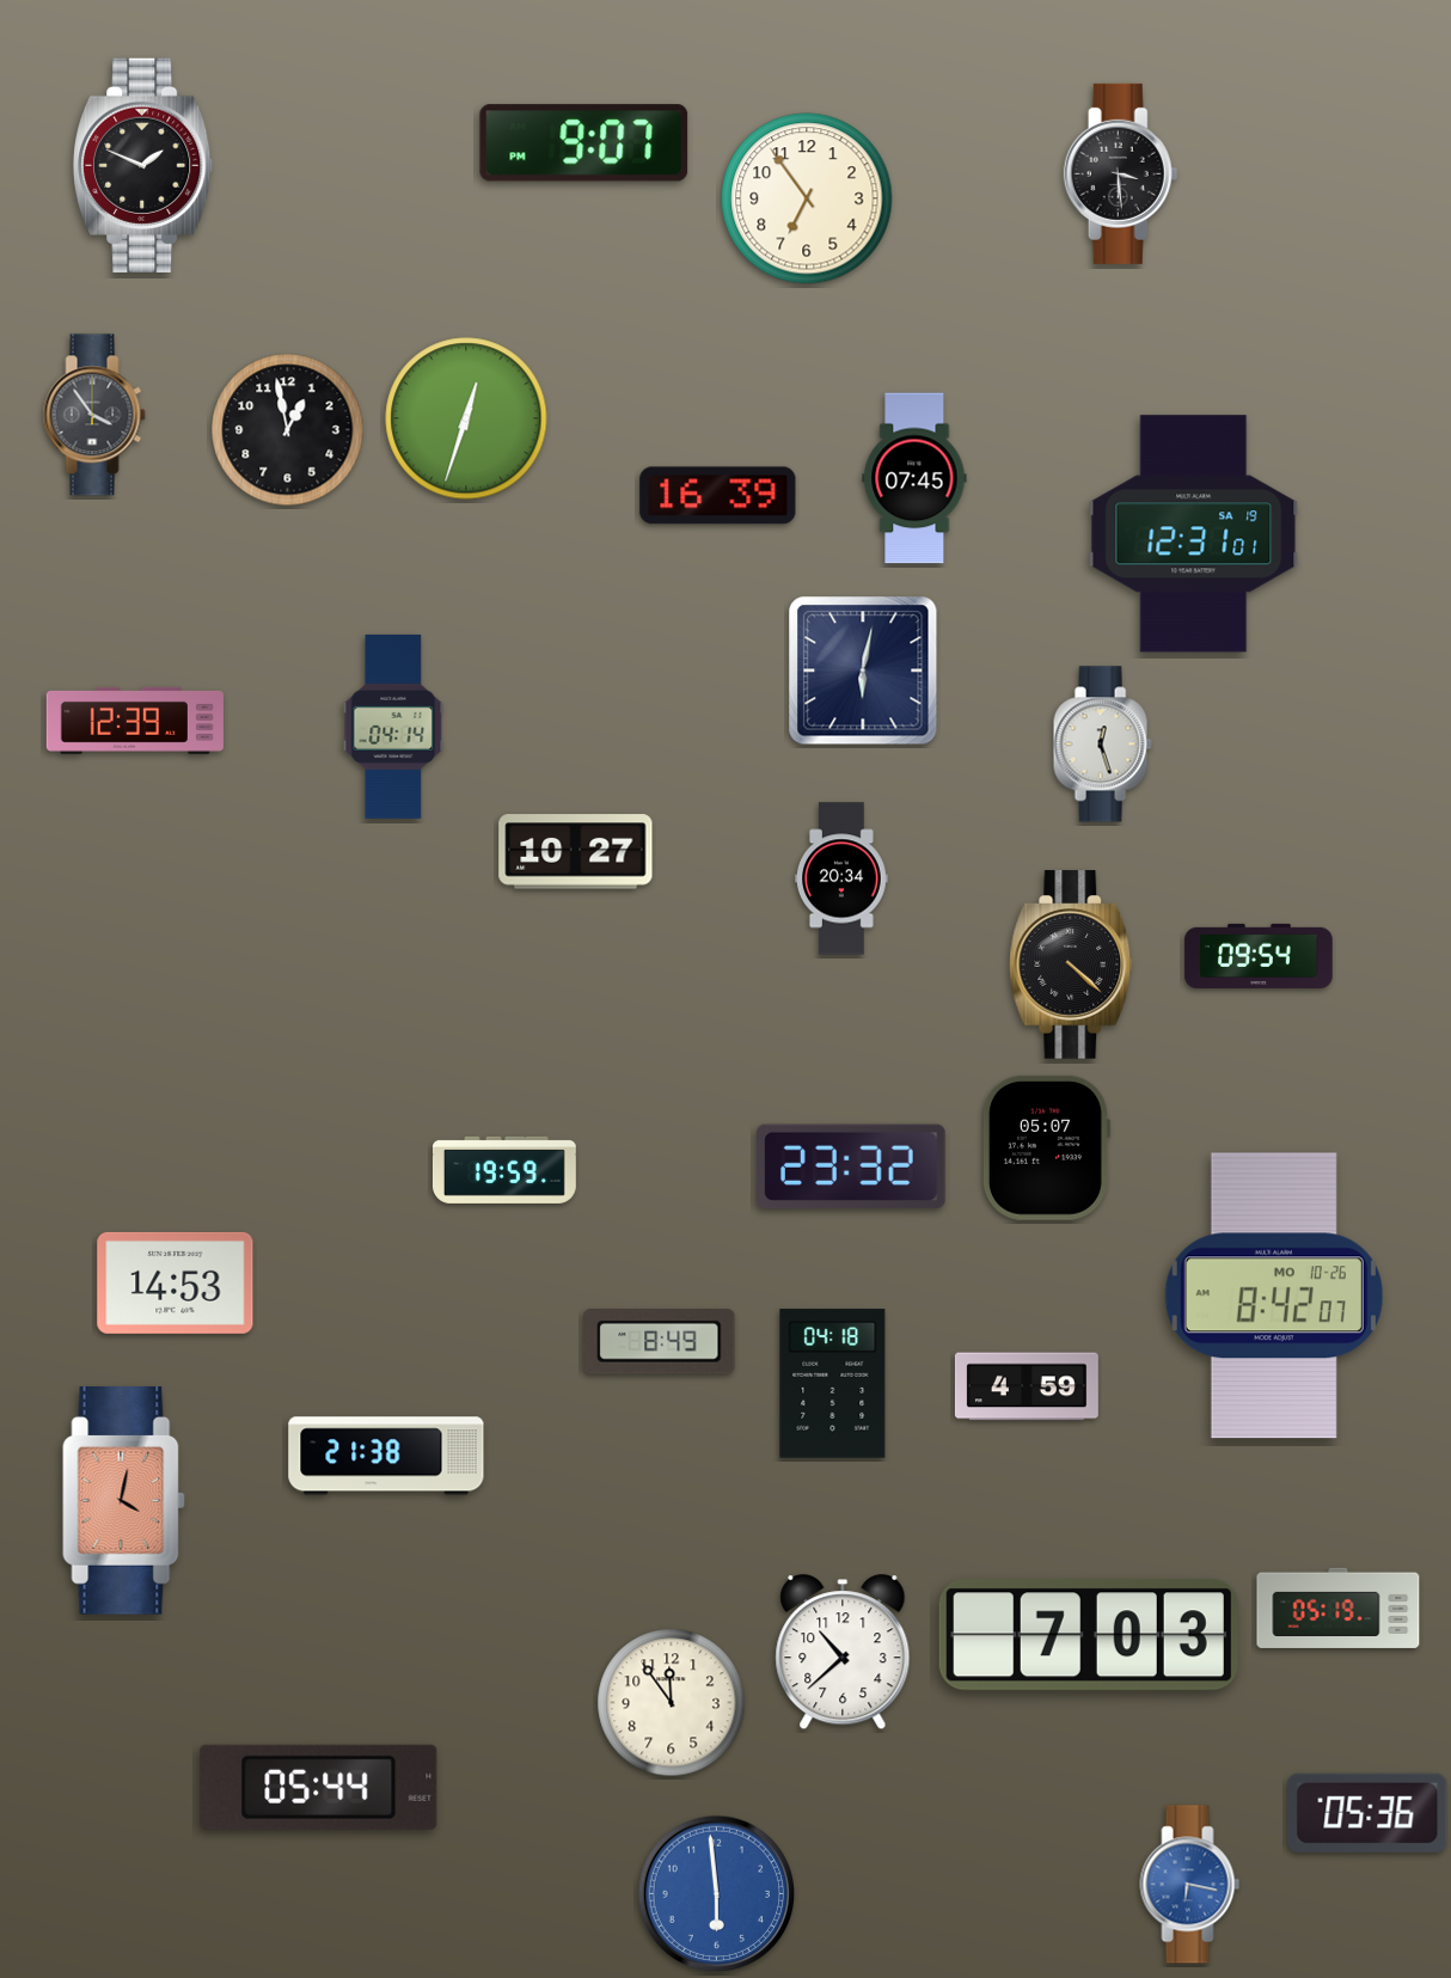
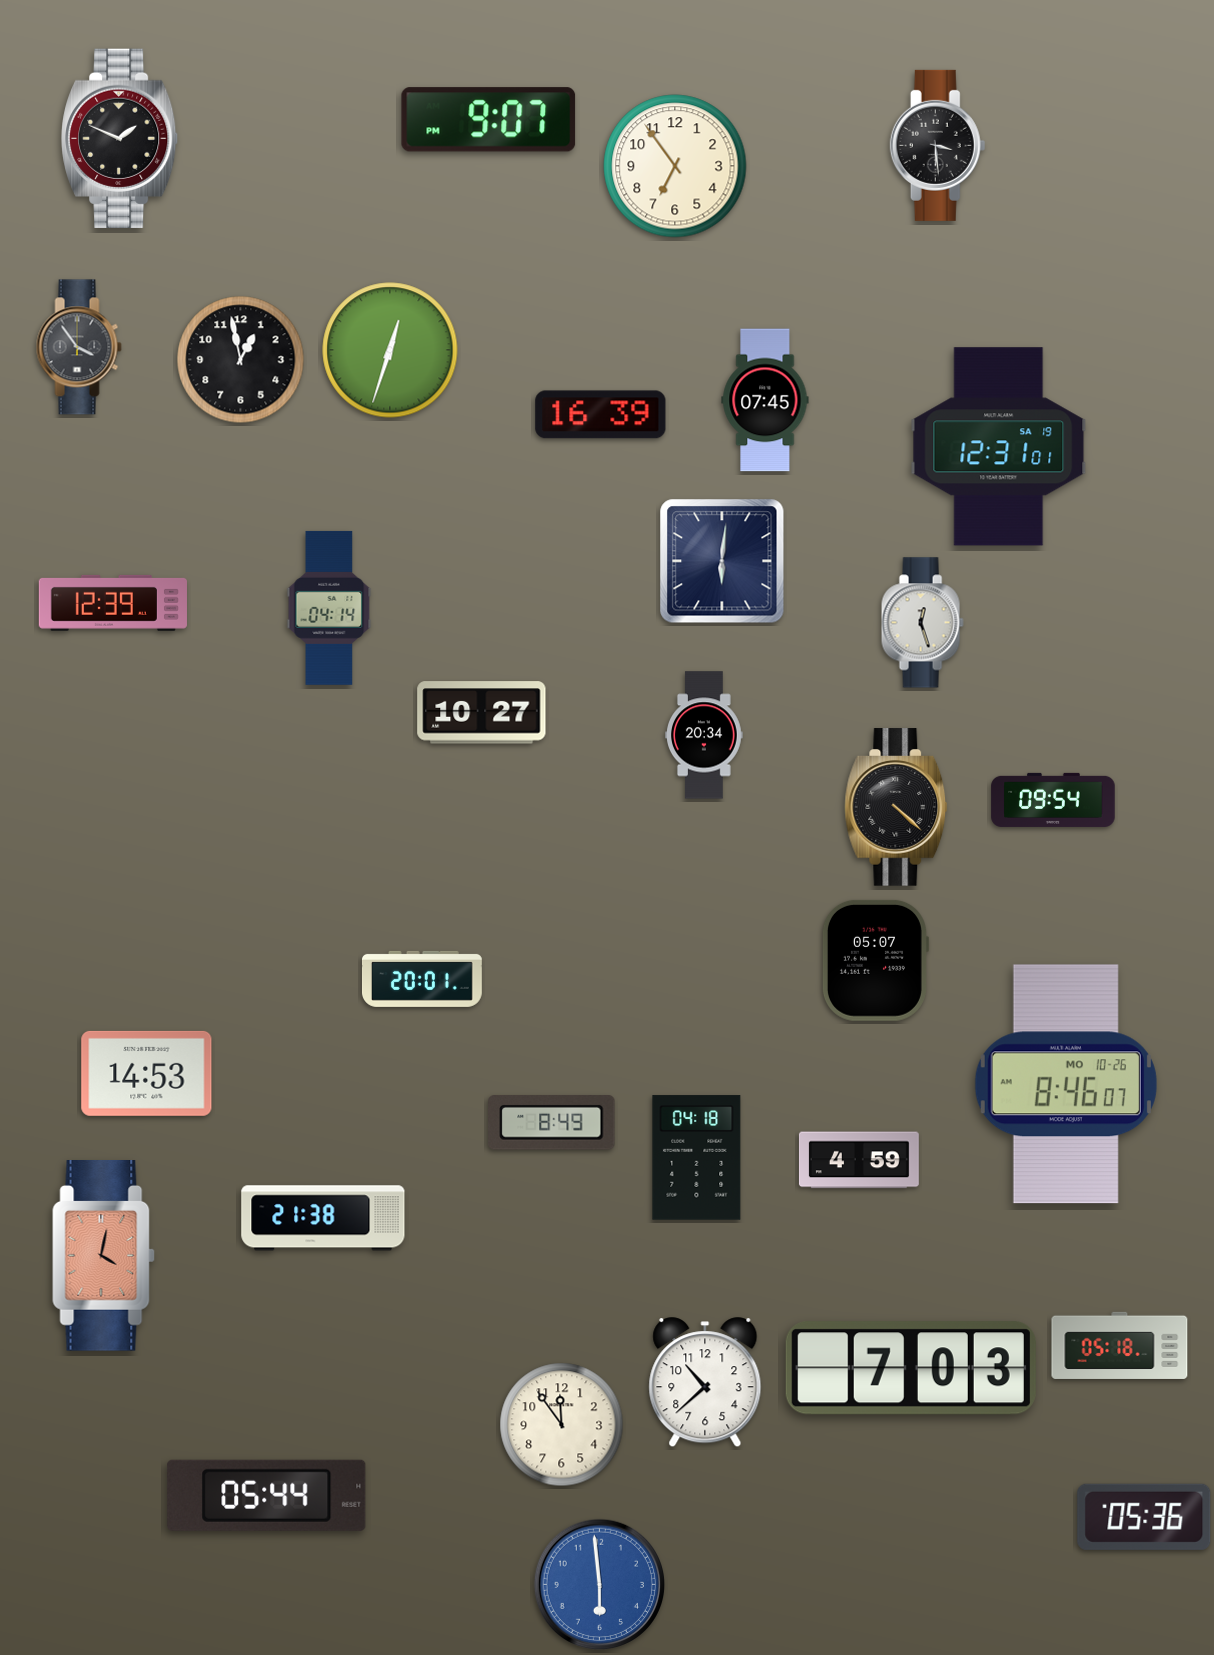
clock at (863, 670): 6:02 -> 6:01
clock at (852, 1166): 23:32 -> none
clock at (504, 1170): 19:59 -> 20:01
clock at (1274, 1296): 8:42 -> 8:46
clock at (1339, 1607): 05:19 -> 05:18
clock at (1190, 1885): 6:17 -> none
